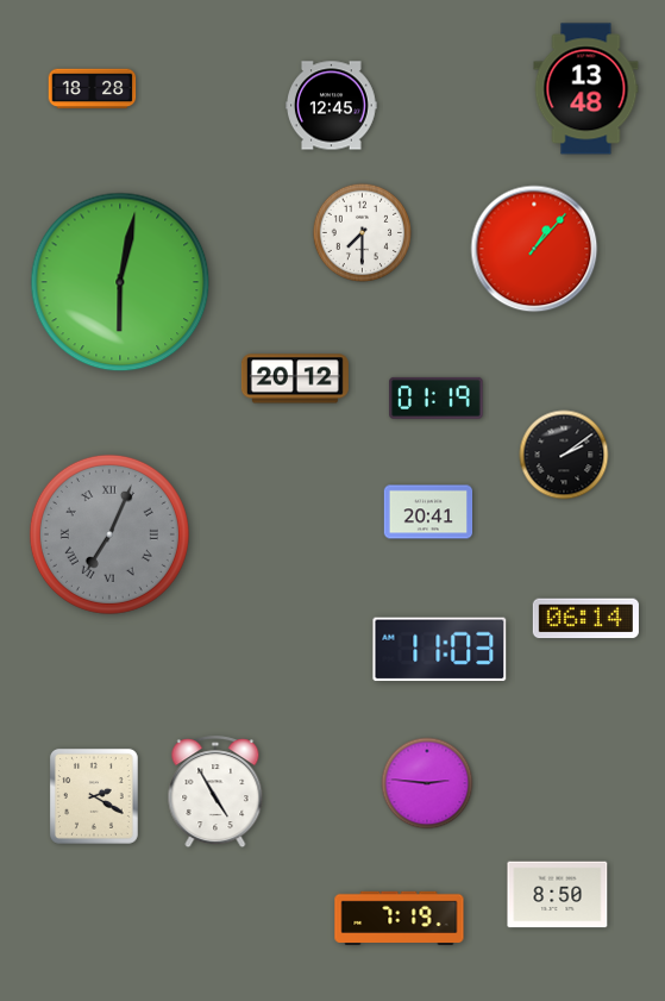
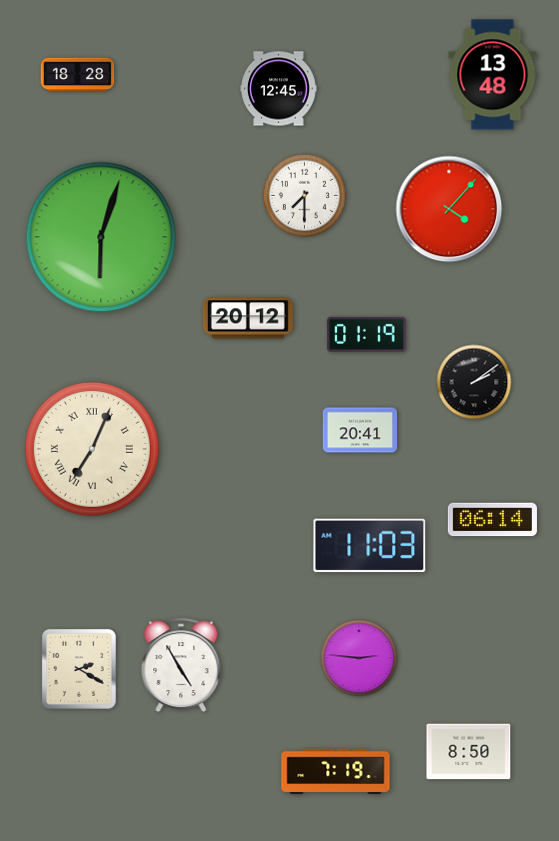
clock at (534, 249): 1:07 -> 4:07
clock at (120, 282): 6:02 -> 6:03
clock at (109, 534) dial: grey -> cream
